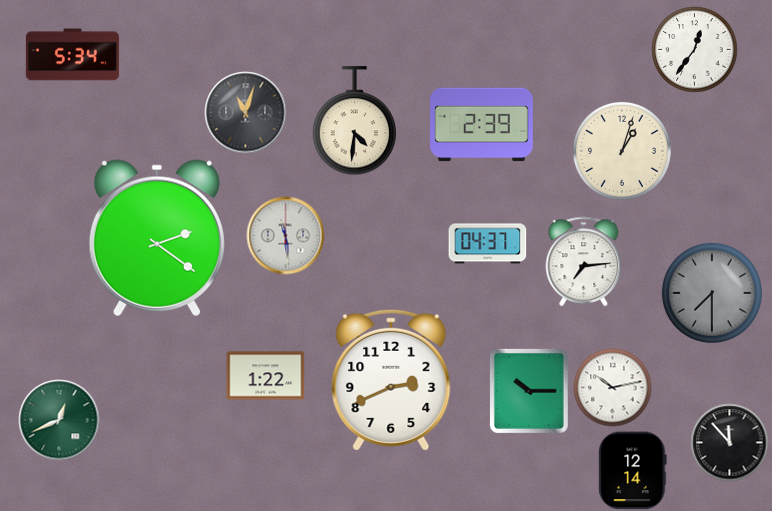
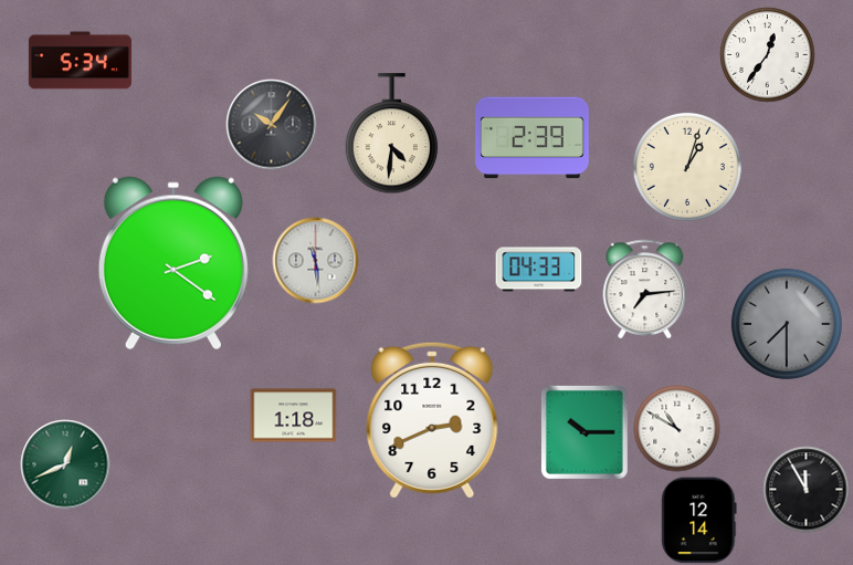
clock at (245, 112): 11:03 -> 10:06
clock at (487, 244): 04:37 -> 04:33
clock at (265, 376): 1:22 -> 1:18
clock at (612, 387): 10:13 -> 10:50
clock at (729, 442): 11:53 -> 11:55
